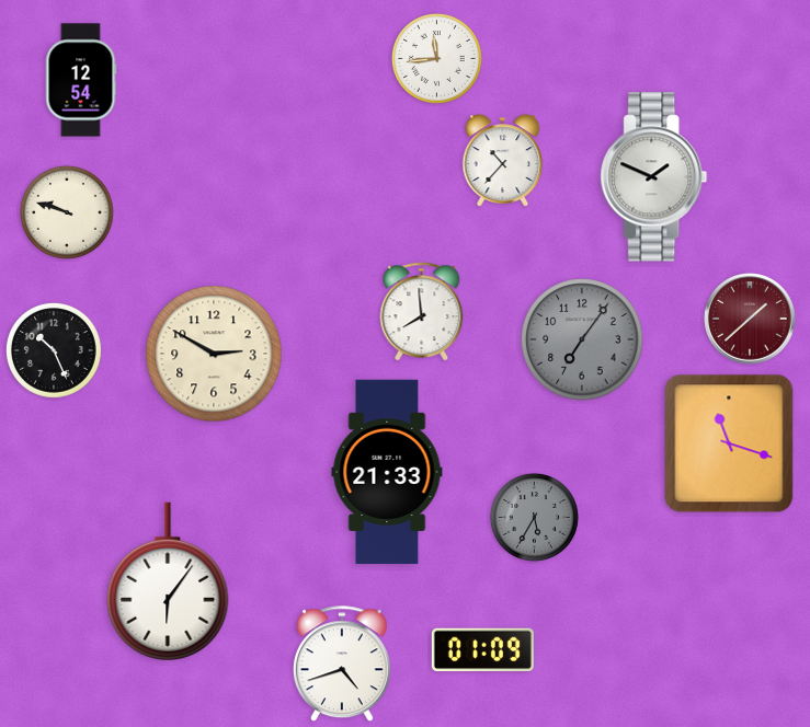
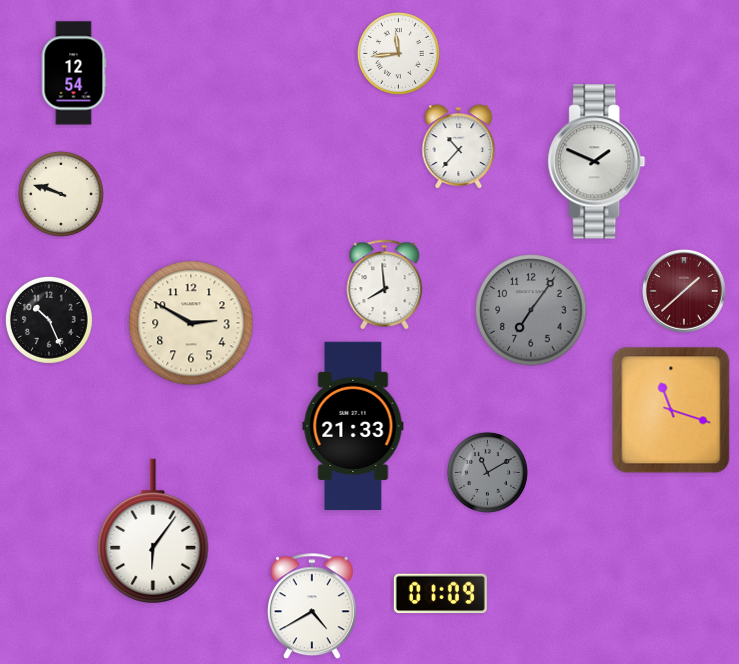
clock at (214, 354) position: (214, 354) -> (191, 323)
clock at (729, 443) position: (729, 443) -> (671, 410)
clock at (387, 472) position: (387, 472) -> (353, 426)
clock at (534, 517): 5:35 -> 11:10
clock at (342, 665): 4:42 -> 4:40
